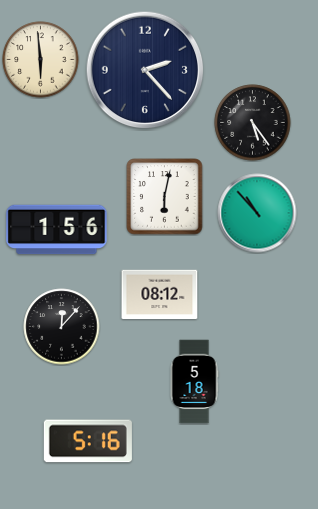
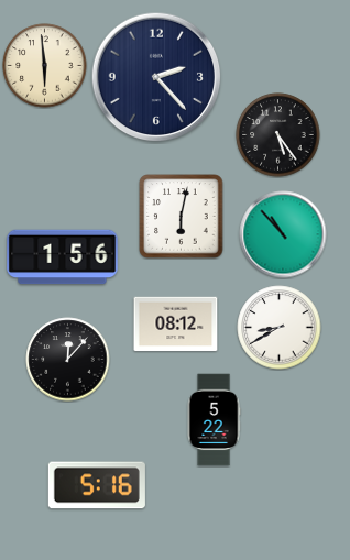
clock at (145, 70) position: (145, 70) -> (156, 77)
clock at (57, 230) position: (57, 230) -> (63, 257)
clock at (280, 328): none -> 8:40
clock at (194, 382): 5:18 -> 5:22
